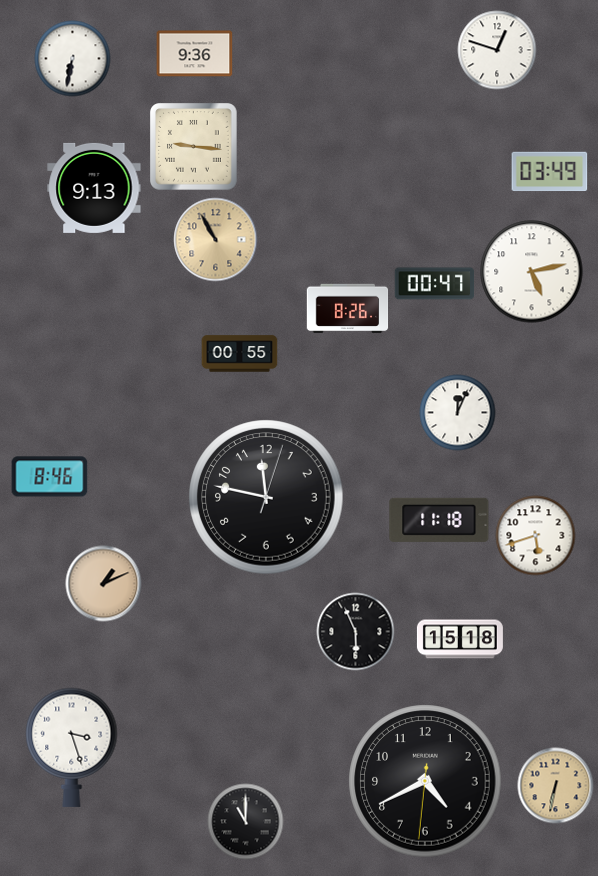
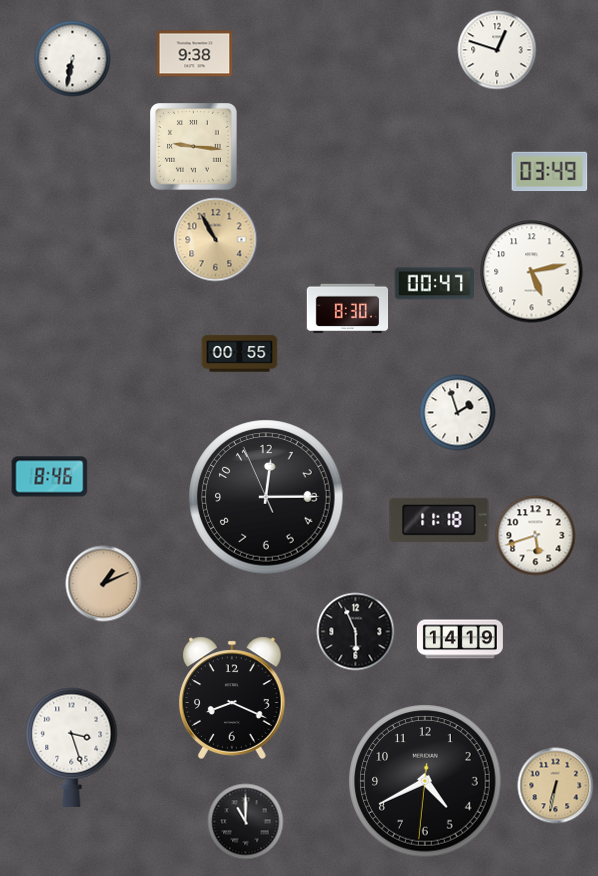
clock at (195, 54): 9:36 -> 9:38
clock at (94, 188): 9:13 -> none
clock at (348, 308): 8:26 -> 8:30
clock at (458, 413): 12:04 -> 1:57
clock at (266, 497): 11:47 -> 12:14
clock at (460, 639): 15:18 -> 14:19
clock at (233, 698): none -> 8:19
